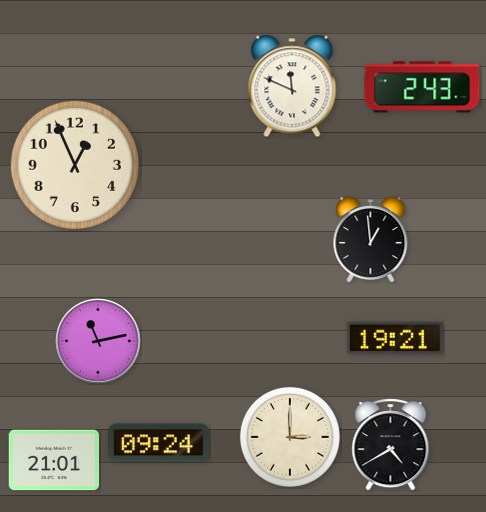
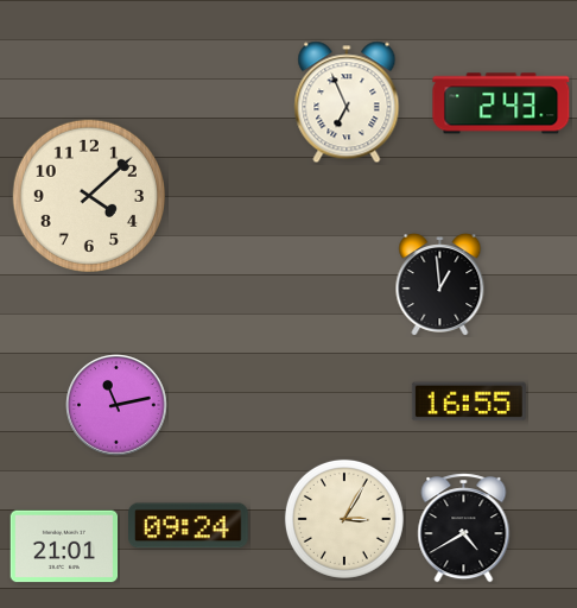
clock at (292, 86): 11:49 -> 6:56
clock at (75, 165): 12:56 -> 4:08
clock at (395, 338): 19:21 -> 16:55
clock at (290, 437): 3:00 -> 3:05
